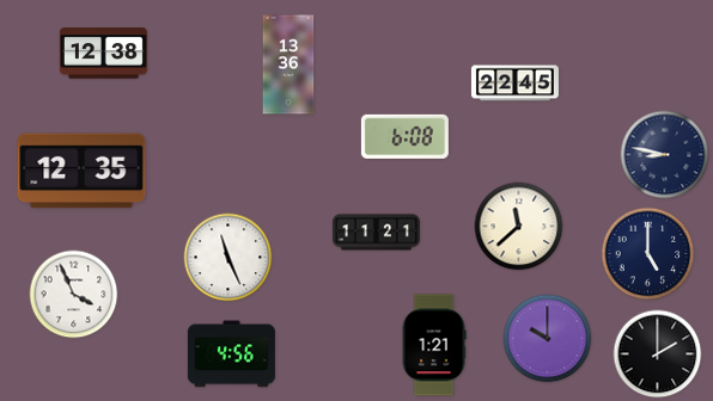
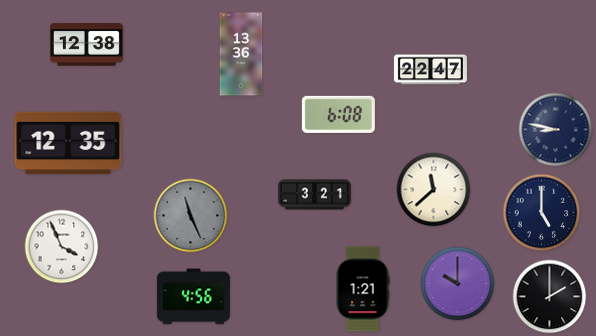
clock at (514, 84): 22:45 -> 22:47
clock at (376, 233): 11:21 -> 3:21
clock at (228, 258) dial: white -> grey
